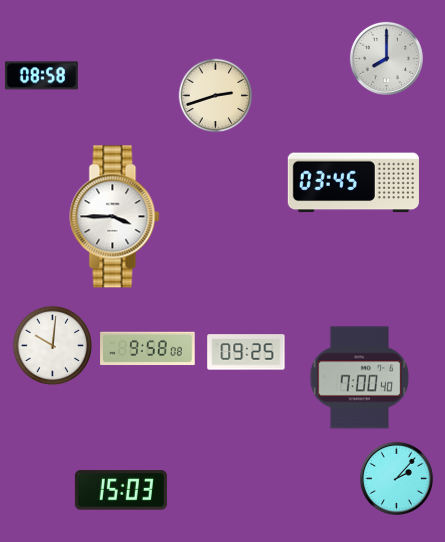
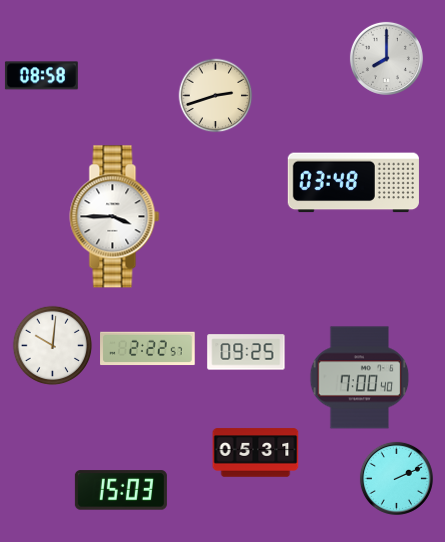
clock at (353, 183): 03:45 -> 03:48
clock at (148, 349): 9:58 -> 2:22
clock at (256, 453): none -> 05:31
clock at (396, 478): 2:07 -> 2:11
